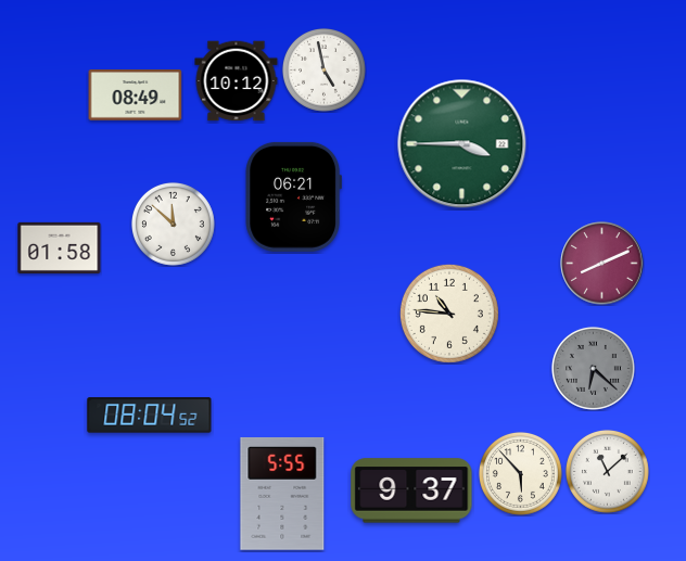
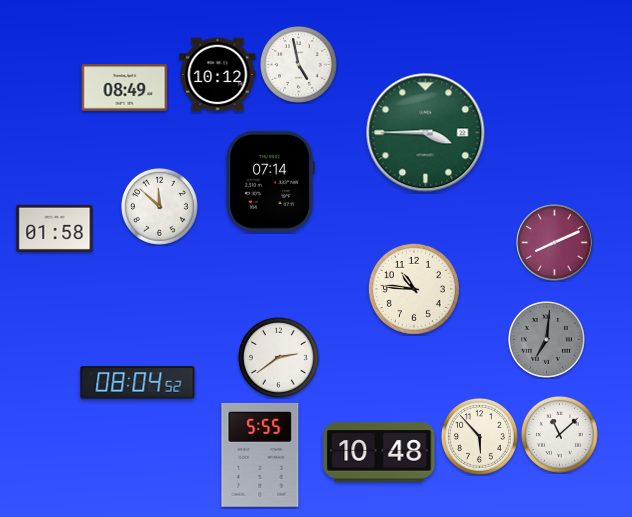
clock at (293, 196): 06:21 -> 07:14
clock at (594, 369): 6:22 -> 7:01
clock at (278, 357): none -> 2:39
clock at (411, 490): 9:37 -> 10:48
